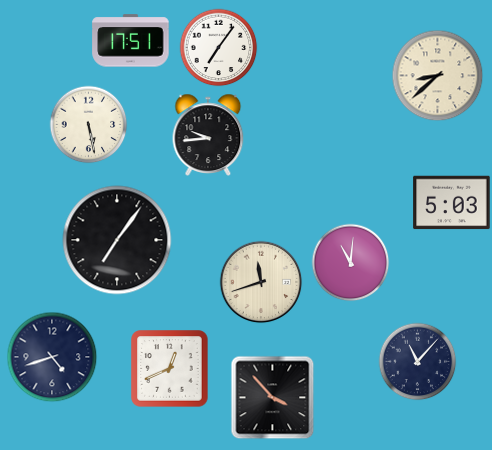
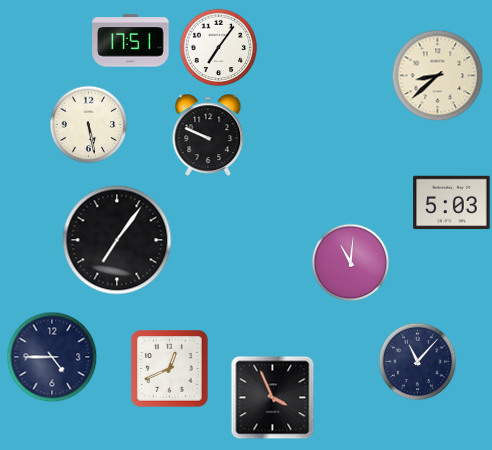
clock at (208, 134): 9:44 -> 9:49
clock at (261, 282): 11:42 -> none
clock at (52, 357): 4:42 -> 4:45
clock at (272, 397): 3:53 -> 3:56
